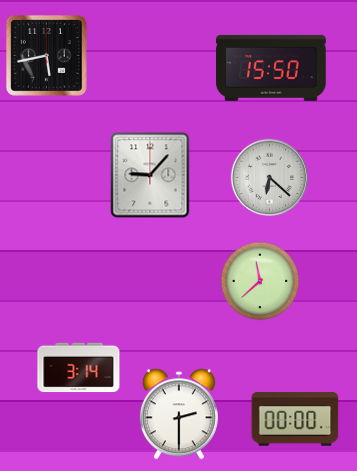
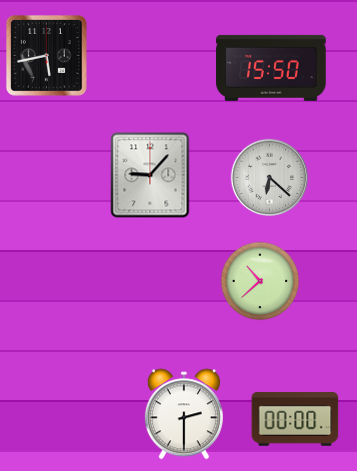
clock at (260, 281): 11:38 -> 10:38
clock at (79, 368): 3:14 -> none
clock at (179, 414) position: (179, 414) -> (184, 414)
